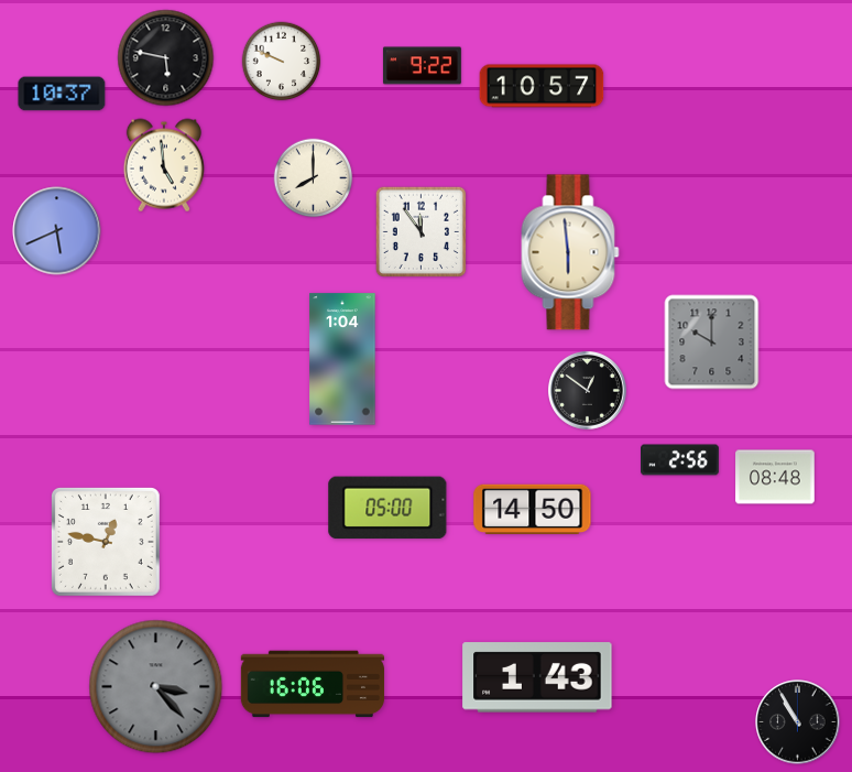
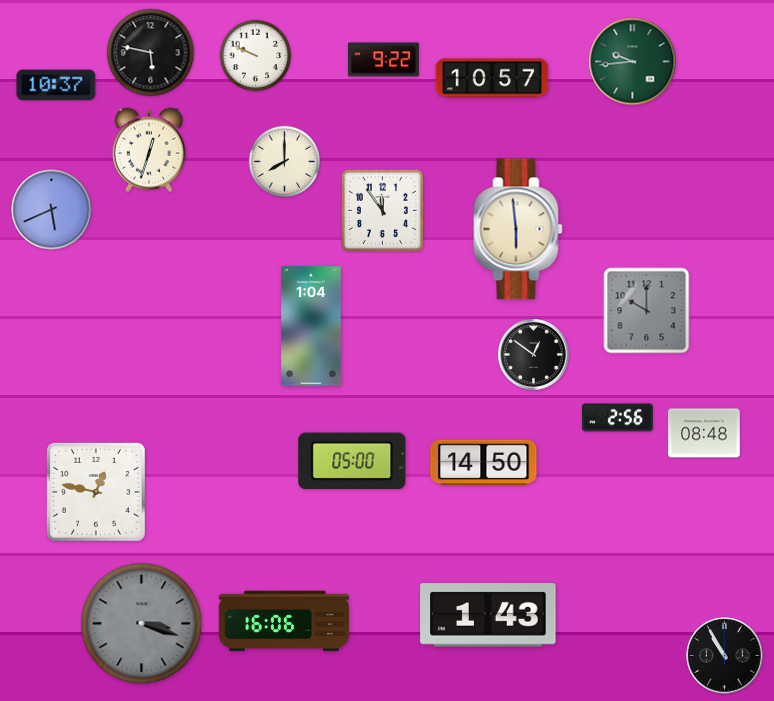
clock at (633, 62): none -> 9:44
clock at (164, 165): 4:59 -> 12:33
clock at (156, 687): 3:23 -> 3:18
